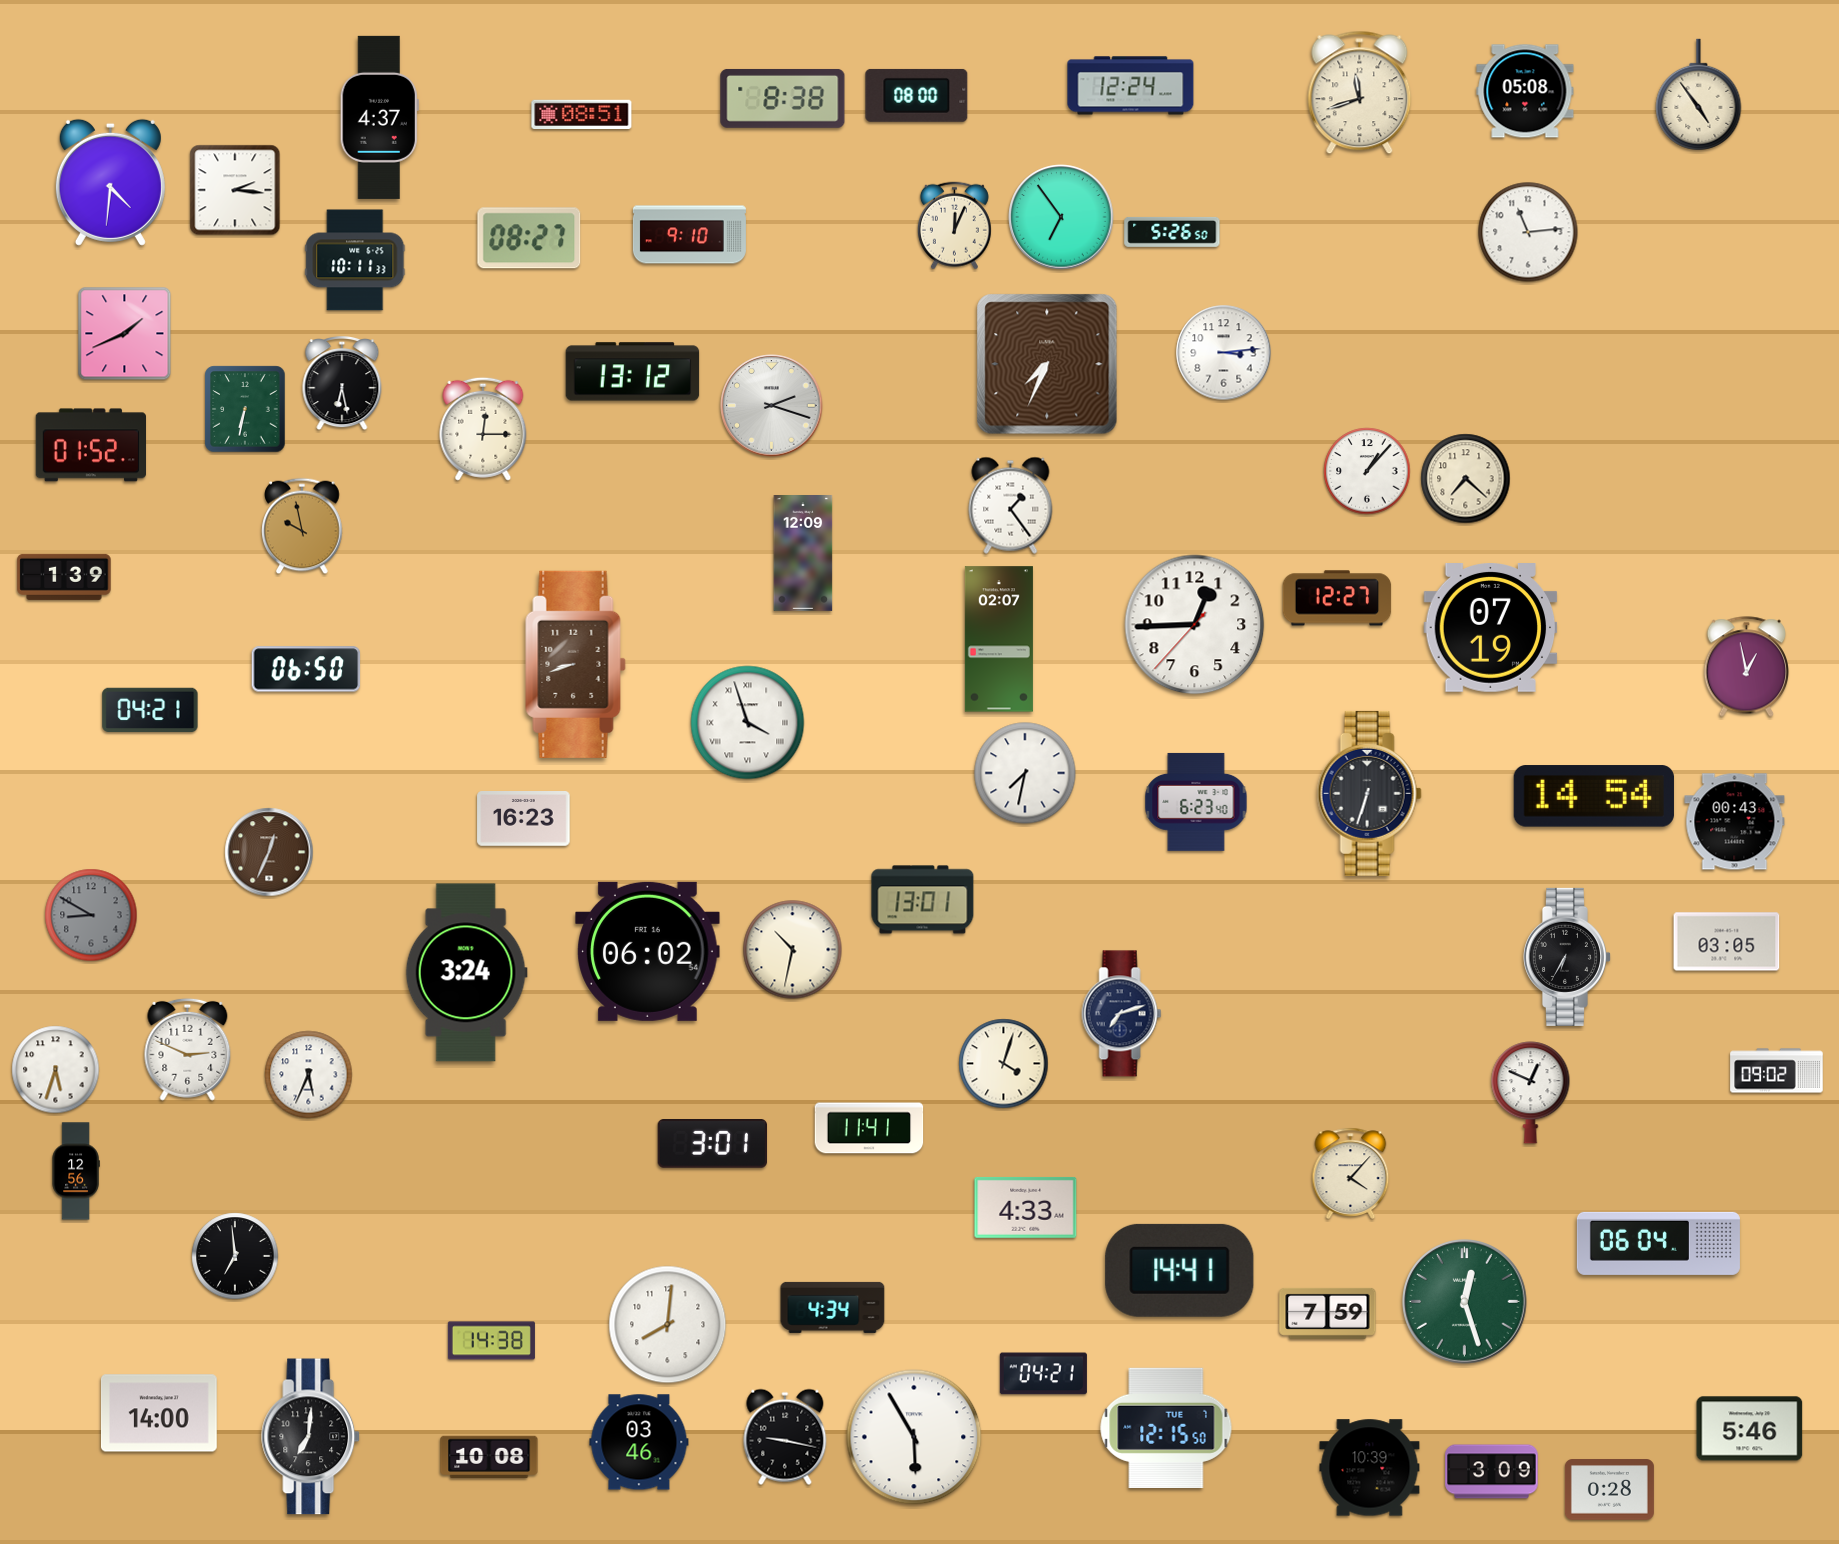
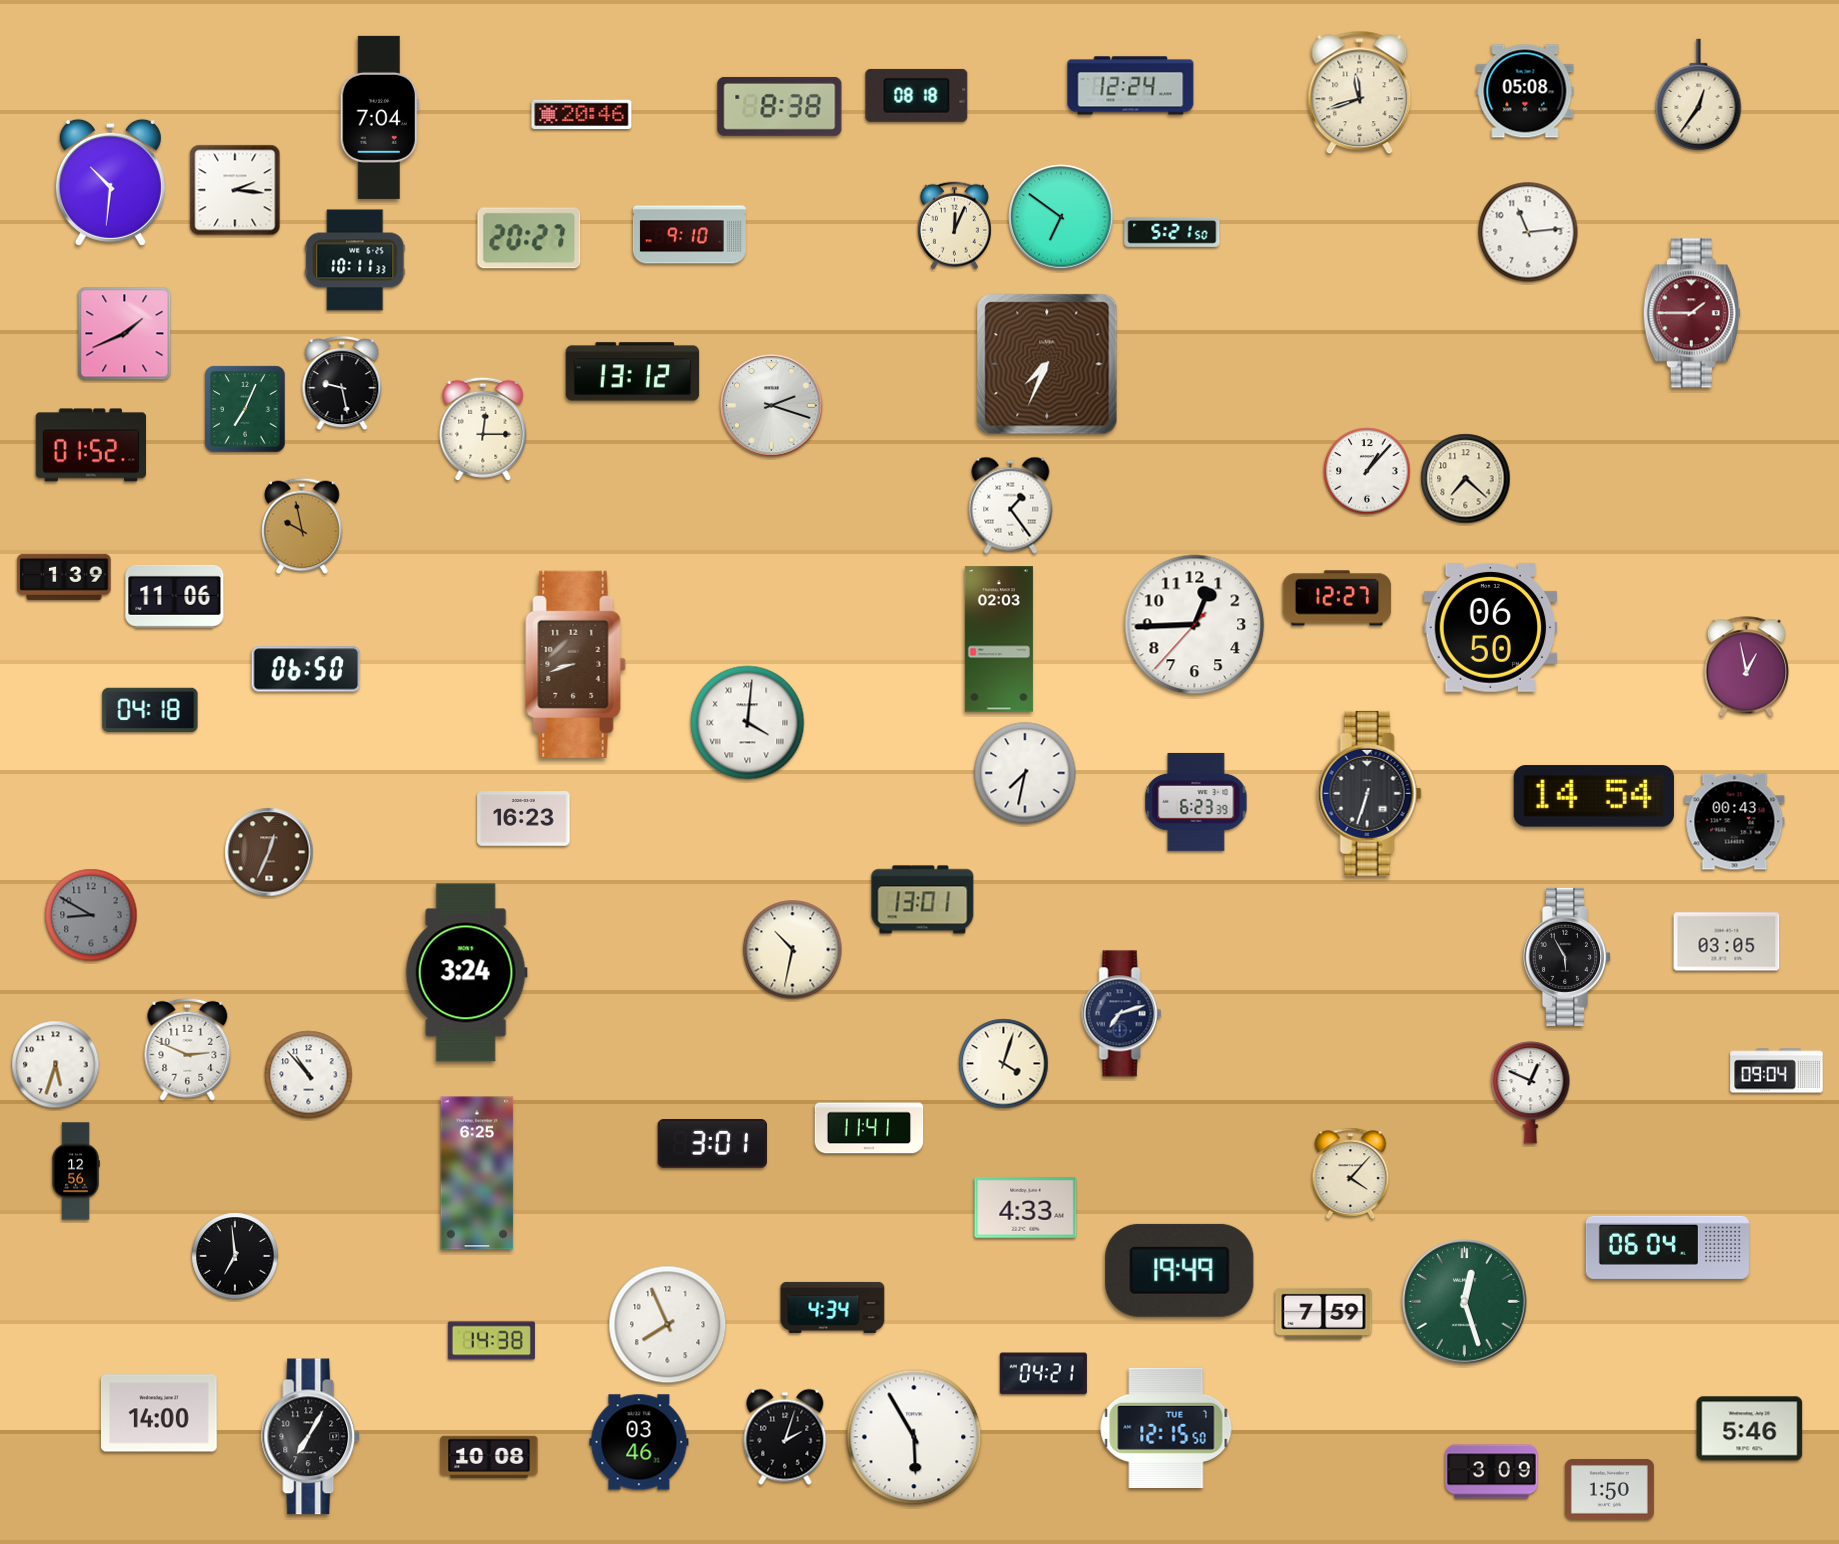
clock at (917, 95): 08:00 -> 08:18
clock at (1699, 95): 4:54 -> 12:36
clock at (783, 98) position: (783, 98) -> (780, 106)
clock at (582, 114): 08:51 -> 20:46
clock at (379, 117): 4:37 -> 7:04
clock at (110, 182): 4:31 -> 10:31
clock at (1061, 217): 6:54 -> 6:51
clock at (1172, 232): 5:26 -> 5:21
clock at (529, 238): 08:27 -> 20:27
clock at (1692, 313): none -> 1:45
clock at (1224, 353): 3:14 -> none
clock at (342, 384): 6:28 -> 9:28
clock at (245, 409): 6:32 -> 7:04
clock at (803, 554): 12:09 -> none
clock at (175, 596): none -> 11:06
clock at (1491, 628): 07:19 -> 06:50
clock at (999, 639): 02:07 -> 02:03
clock at (150, 710): 04:21 -> 04:18
clock at (748, 723): 3:57 -> 4:01
clock at (1196, 802): 6:23:40 -> 6:23:39
clock at (648, 951): 06:02 -> none
clock at (1566, 957): 6:35 -> 5:55
clock at (56, 1070) position: (56, 1070) -> (56, 1065)
clock at (1777, 1071): 09:02 -> 09:04
clock at (309, 1075): 5:34 -> 10:53
clock at (477, 1173): none -> 6:25
clock at (1658, 1243) position: (1658, 1243) -> (1667, 1247)
clock at (1180, 1270): 14:41 -> 19:49
clock at (1328, 1313) position: (1328, 1313) -> (1324, 1313)
clock at (668, 1325): 8:01 -> 7:56
clock at (311, 1437): 7:01 -> 7:05
clock at (785, 1437): 9:17 -> 2:03
clock at (1370, 1468): 10:39 -> none
clock at (1609, 1490): 0:28 -> 1:50
